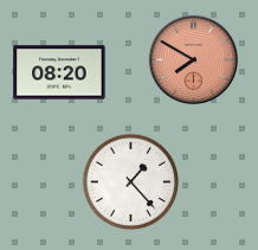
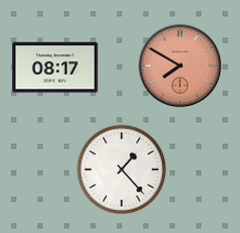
clock at (193, 59) position: (193, 59) -> (179, 65)
clock at (59, 72): 08:20 -> 08:17
